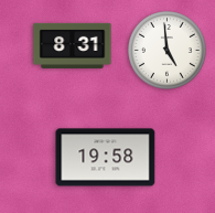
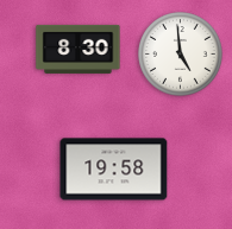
clock at (73, 45): 8:31 -> 8:30
